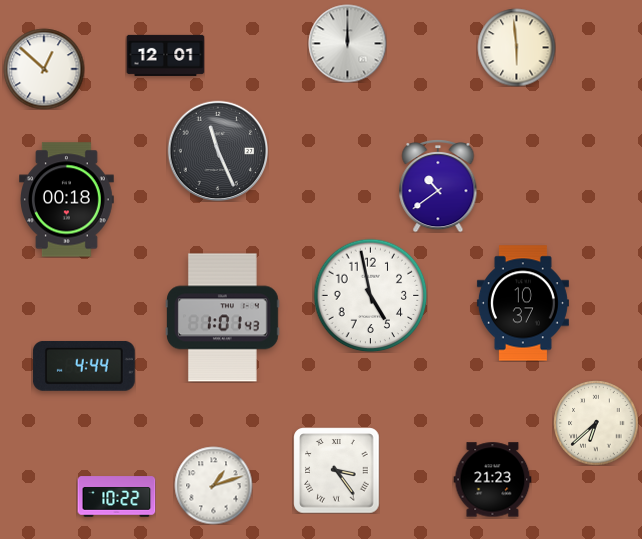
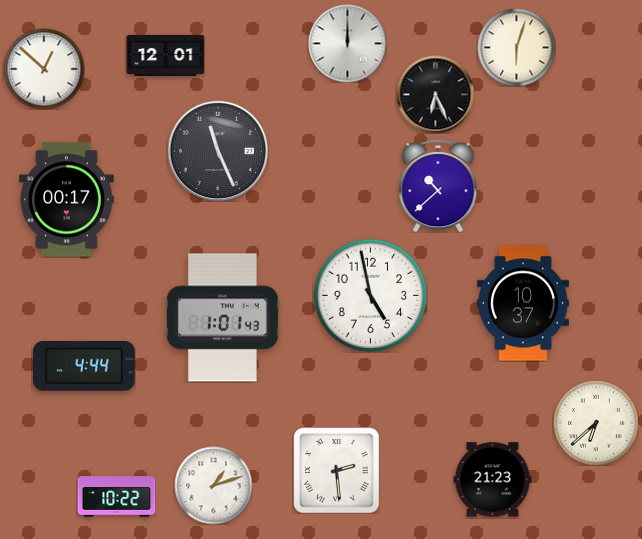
clock at (516, 47): 5:59 -> 6:03
clock at (435, 94): none -> 6:26
clock at (438, 186): 10:39 -> 10:38
clock at (67, 200): 00:18 -> 00:17
clock at (336, 470): 3:24 -> 2:29
